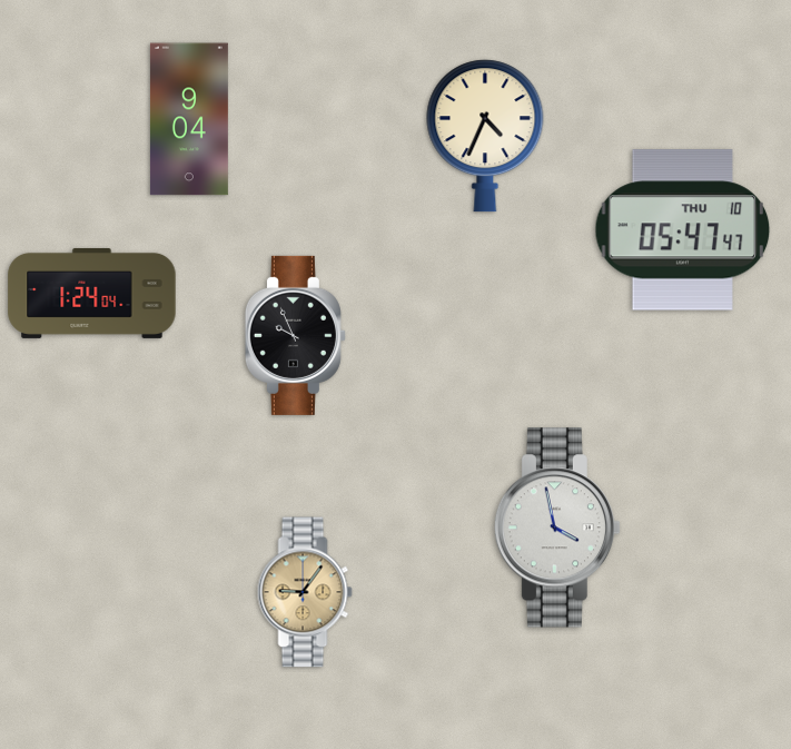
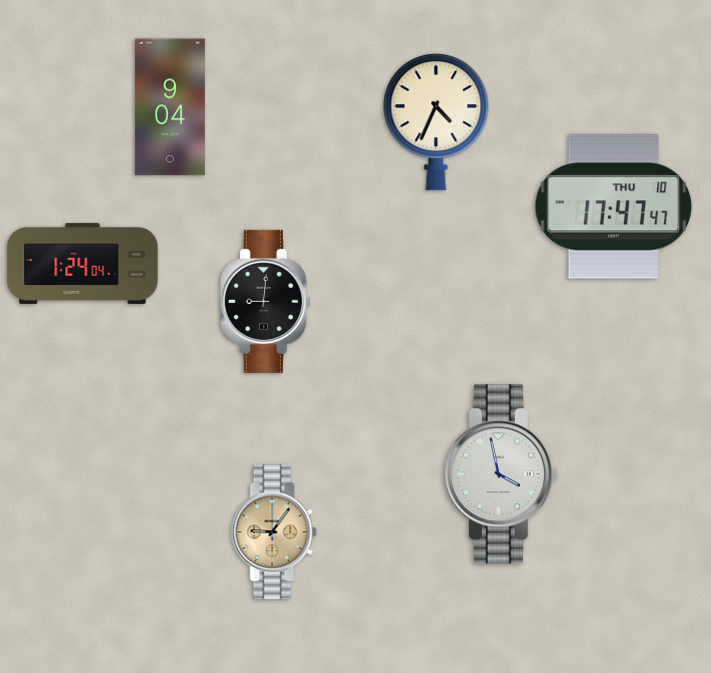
clock at (683, 230): 05:47 -> 17:47
clock at (295, 335): 9:56 -> 9:01
